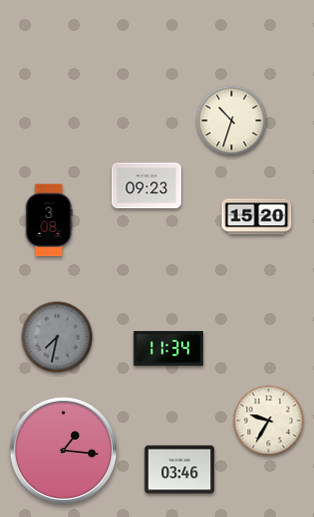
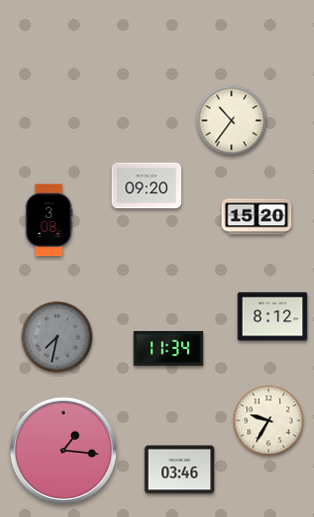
clock at (232, 121): 10:33 -> 10:36
clock at (147, 186): 09:23 -> 09:20
clock at (273, 317): none -> 8:12
